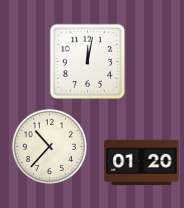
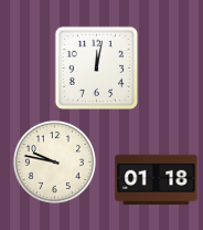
clock at (49, 146): 10:37 -> 9:47
clock at (142, 163): 01:20 -> 01:18
